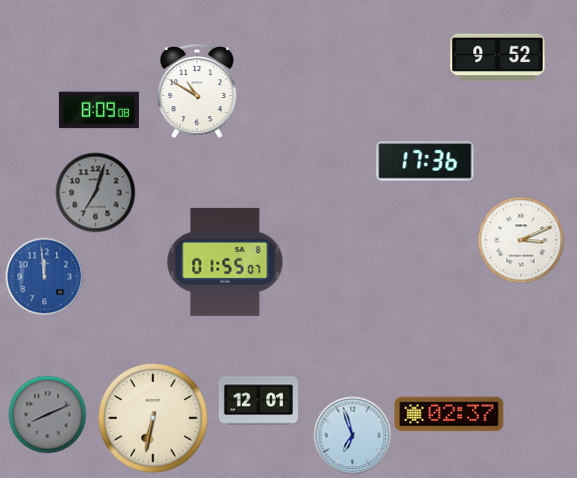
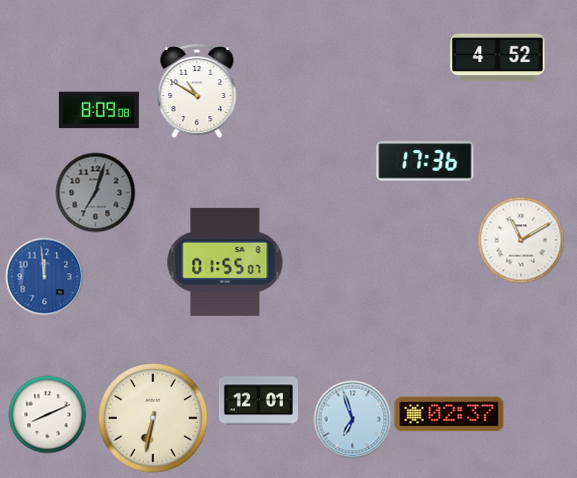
clock at (498, 58): 9:52 -> 4:52
clock at (521, 240): 3:11 -> 11:10
clock at (47, 414) dial: grey -> white
clock at (352, 435) position: (352, 435) -> (352, 419)
